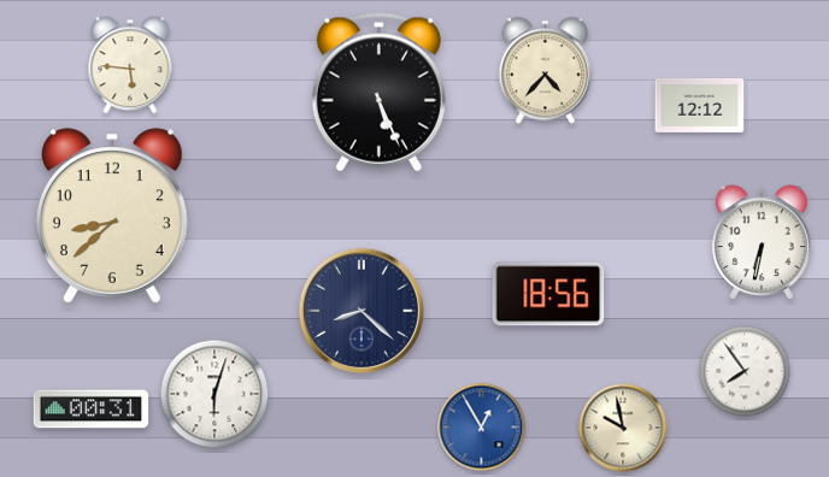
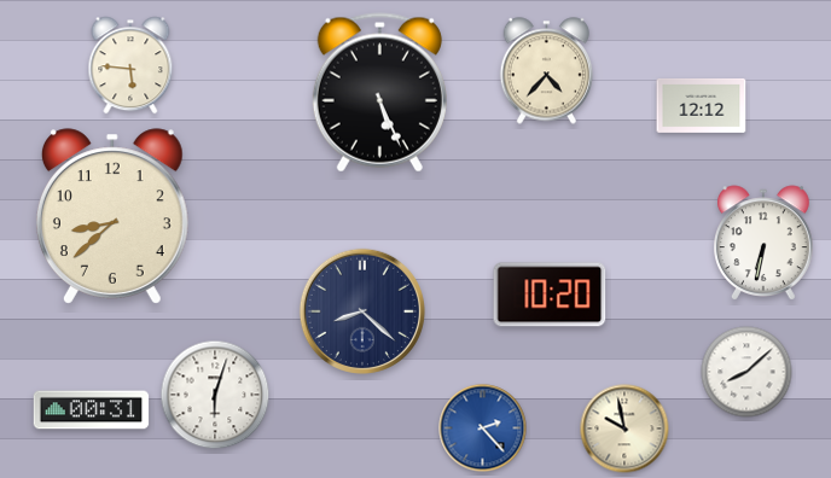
clock at (548, 294): 18:56 -> 10:20
clock at (745, 371): 7:54 -> 8:08
clock at (482, 428): 12:55 -> 2:23
